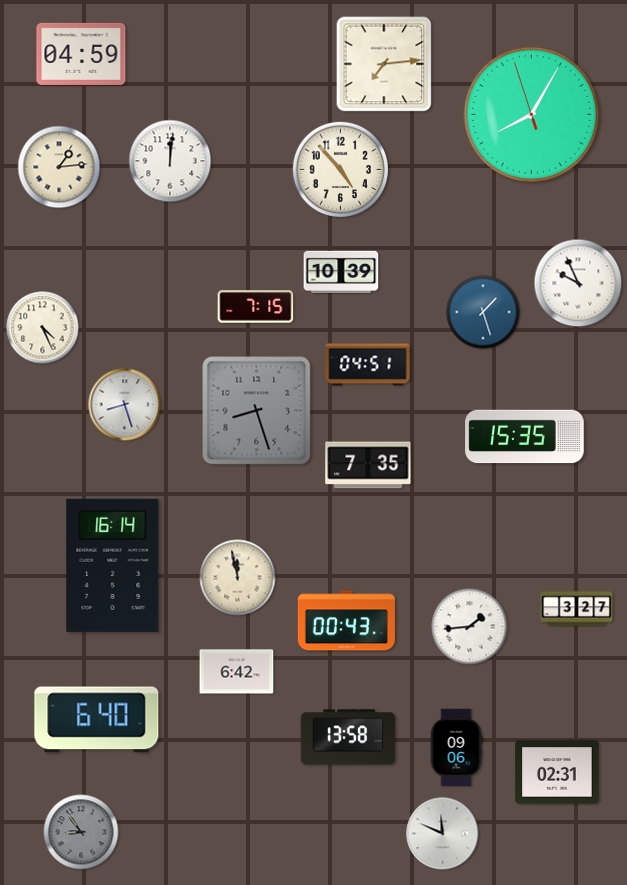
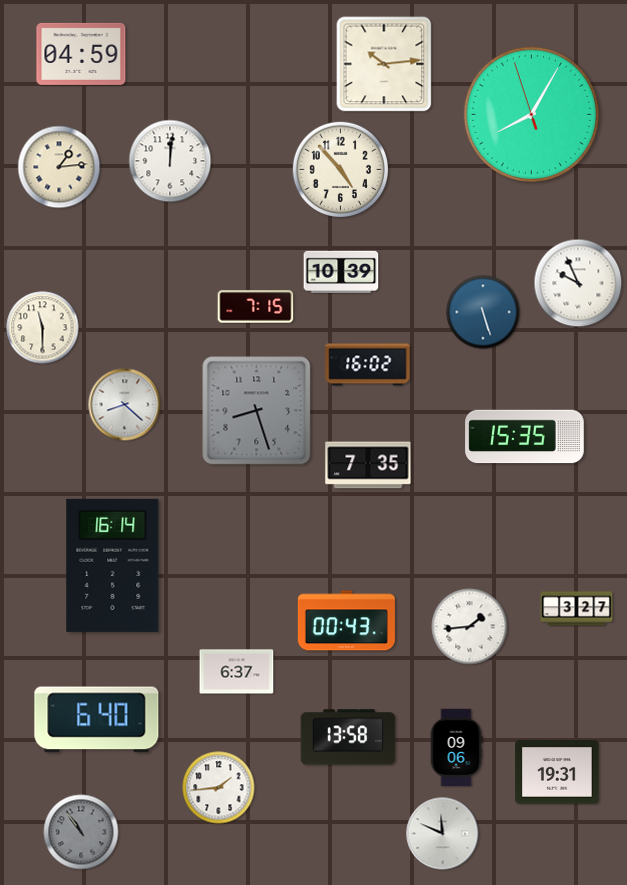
clock at (384, 64): 7:14 -> 10:14
clock at (483, 312): 1:27 -> 5:27
clock at (43, 328): 4:26 -> 11:30
clock at (368, 365): 04:51 -> 16:02
clock at (125, 405): 8:27 -> 8:22
clock at (238, 578): 11:58 -> none
clock at (237, 672): 6:42 -> 6:37
clock at (557, 772): 02:31 -> 19:31
clock at (219, 788): none -> 1:44
clock at (81, 832): 8:54 -> 10:54
